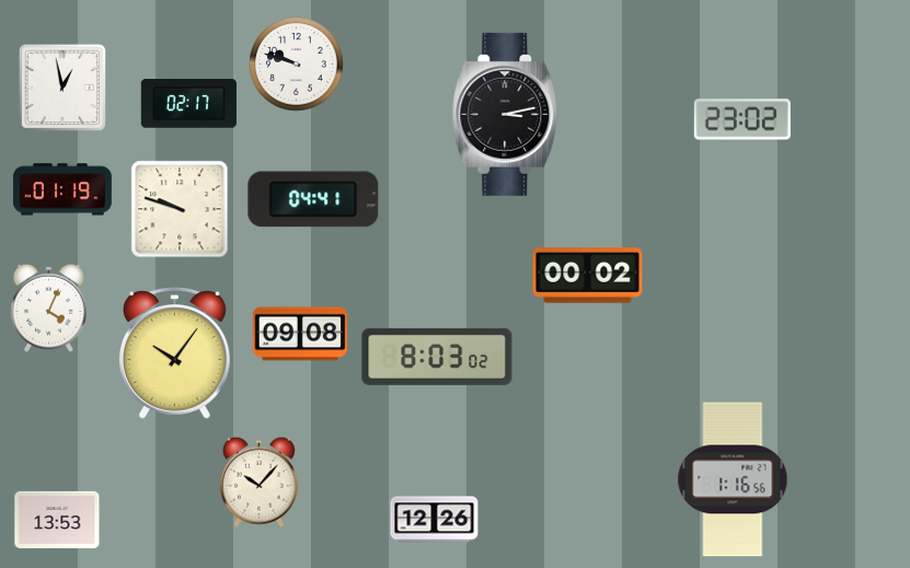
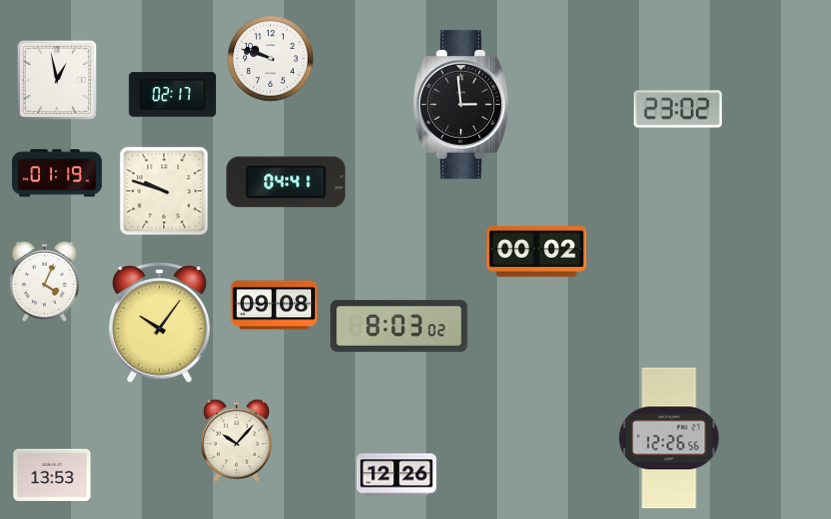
clock at (506, 114): 3:13 -> 2:59
clock at (733, 479): 1:16 -> 12:26
